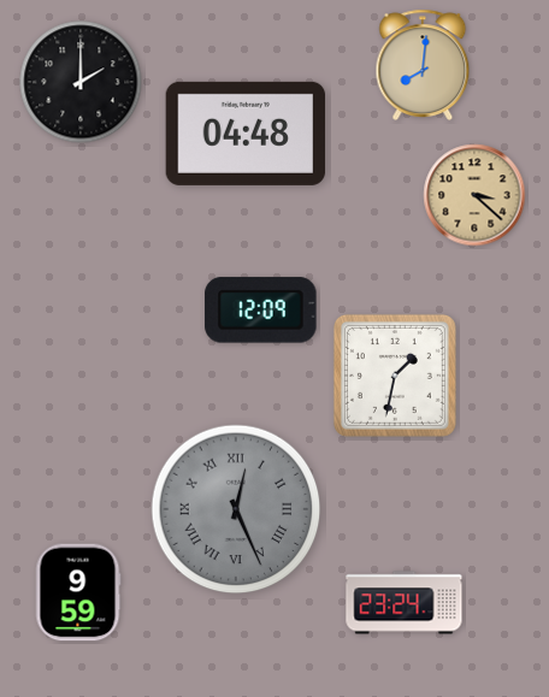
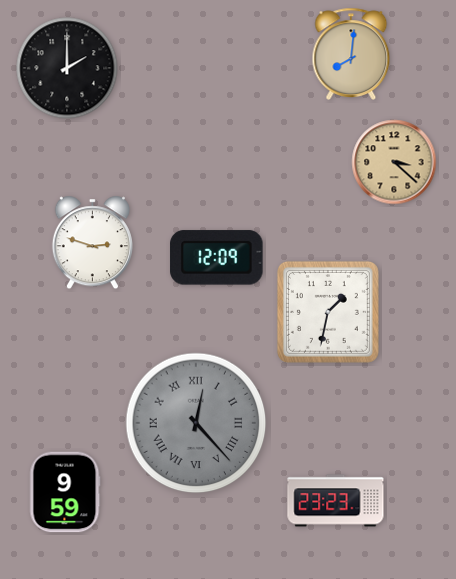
clock at (246, 134): 04:48 -> none
clock at (92, 243): none -> 2:48
clock at (236, 509): 12:26 -> 12:23
clock at (405, 603): 23:24 -> 23:23
